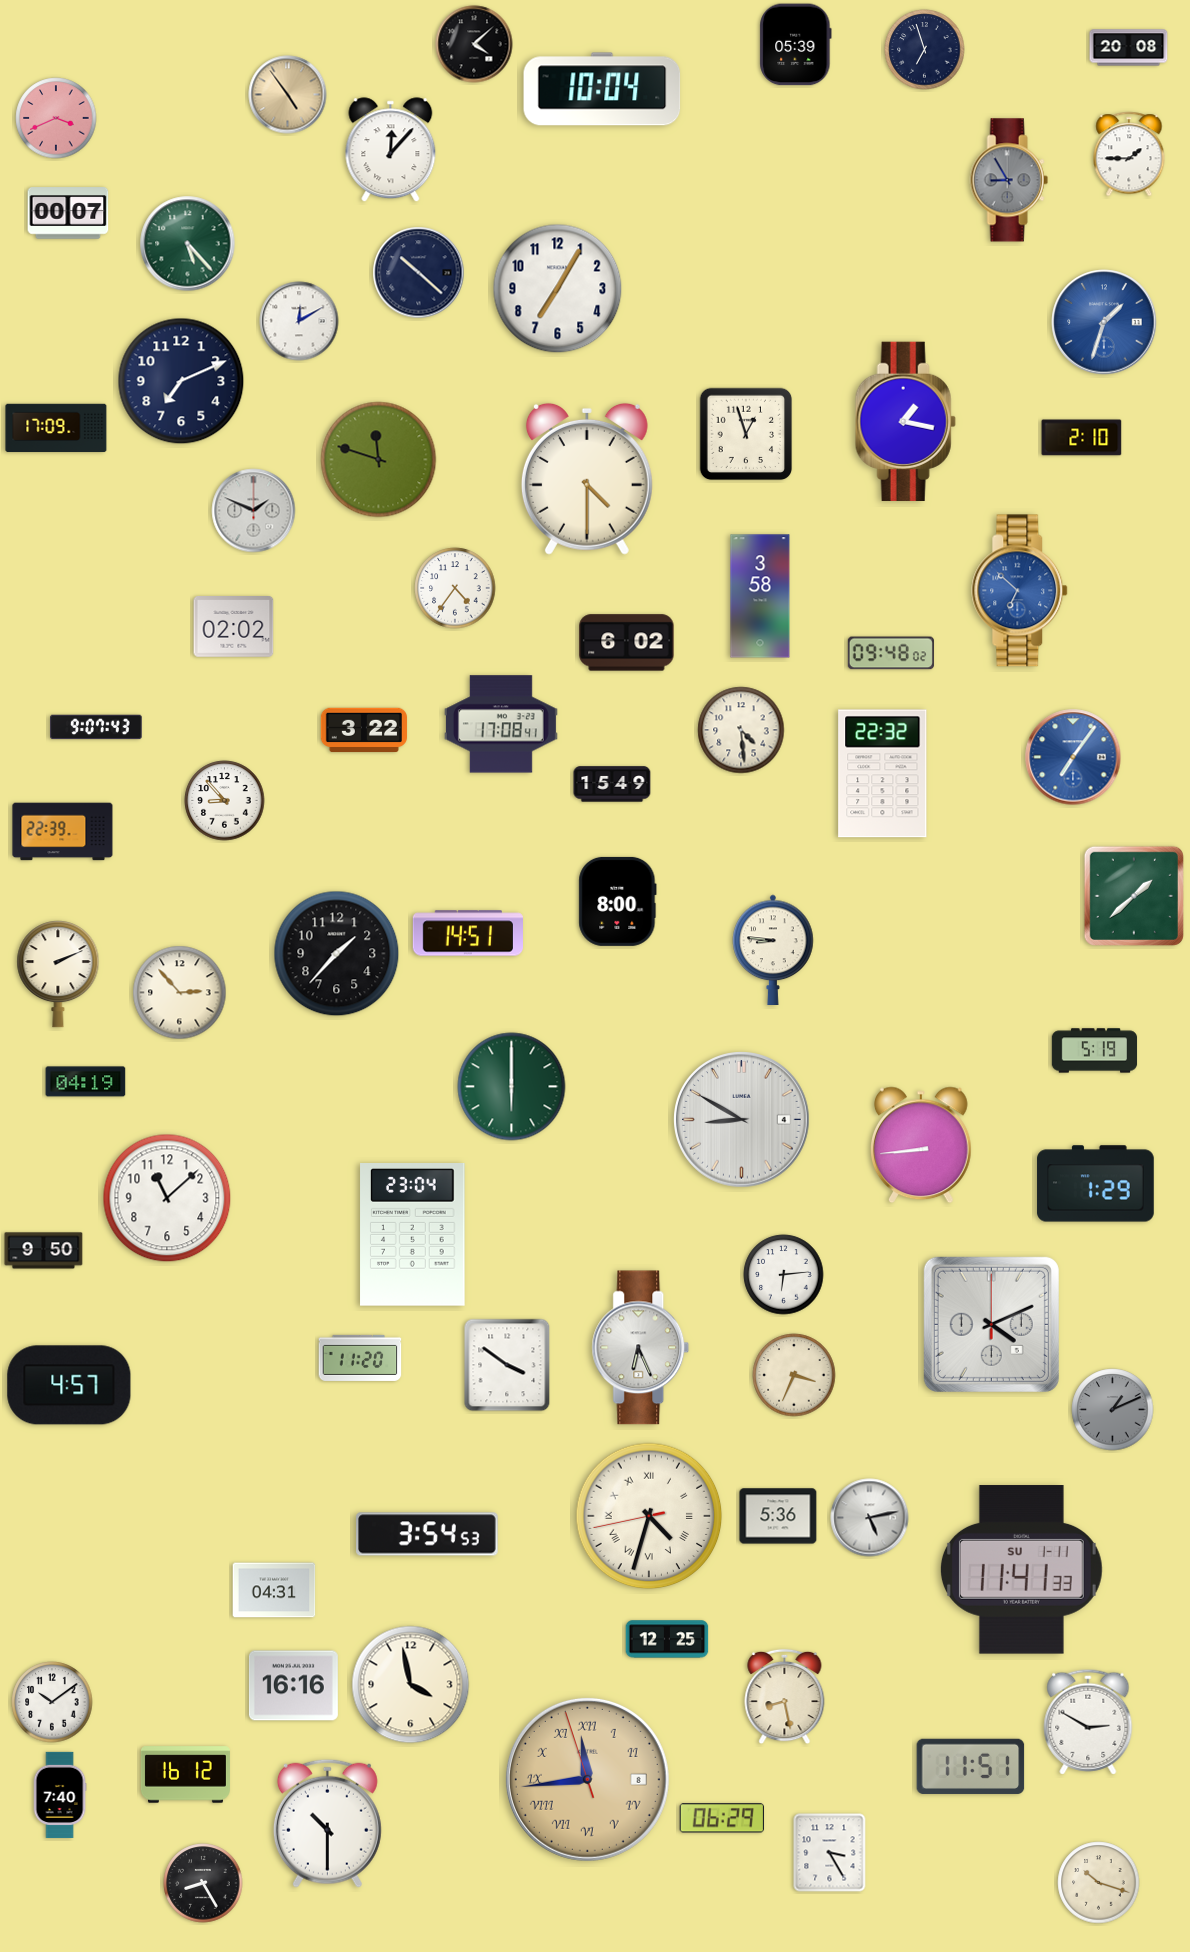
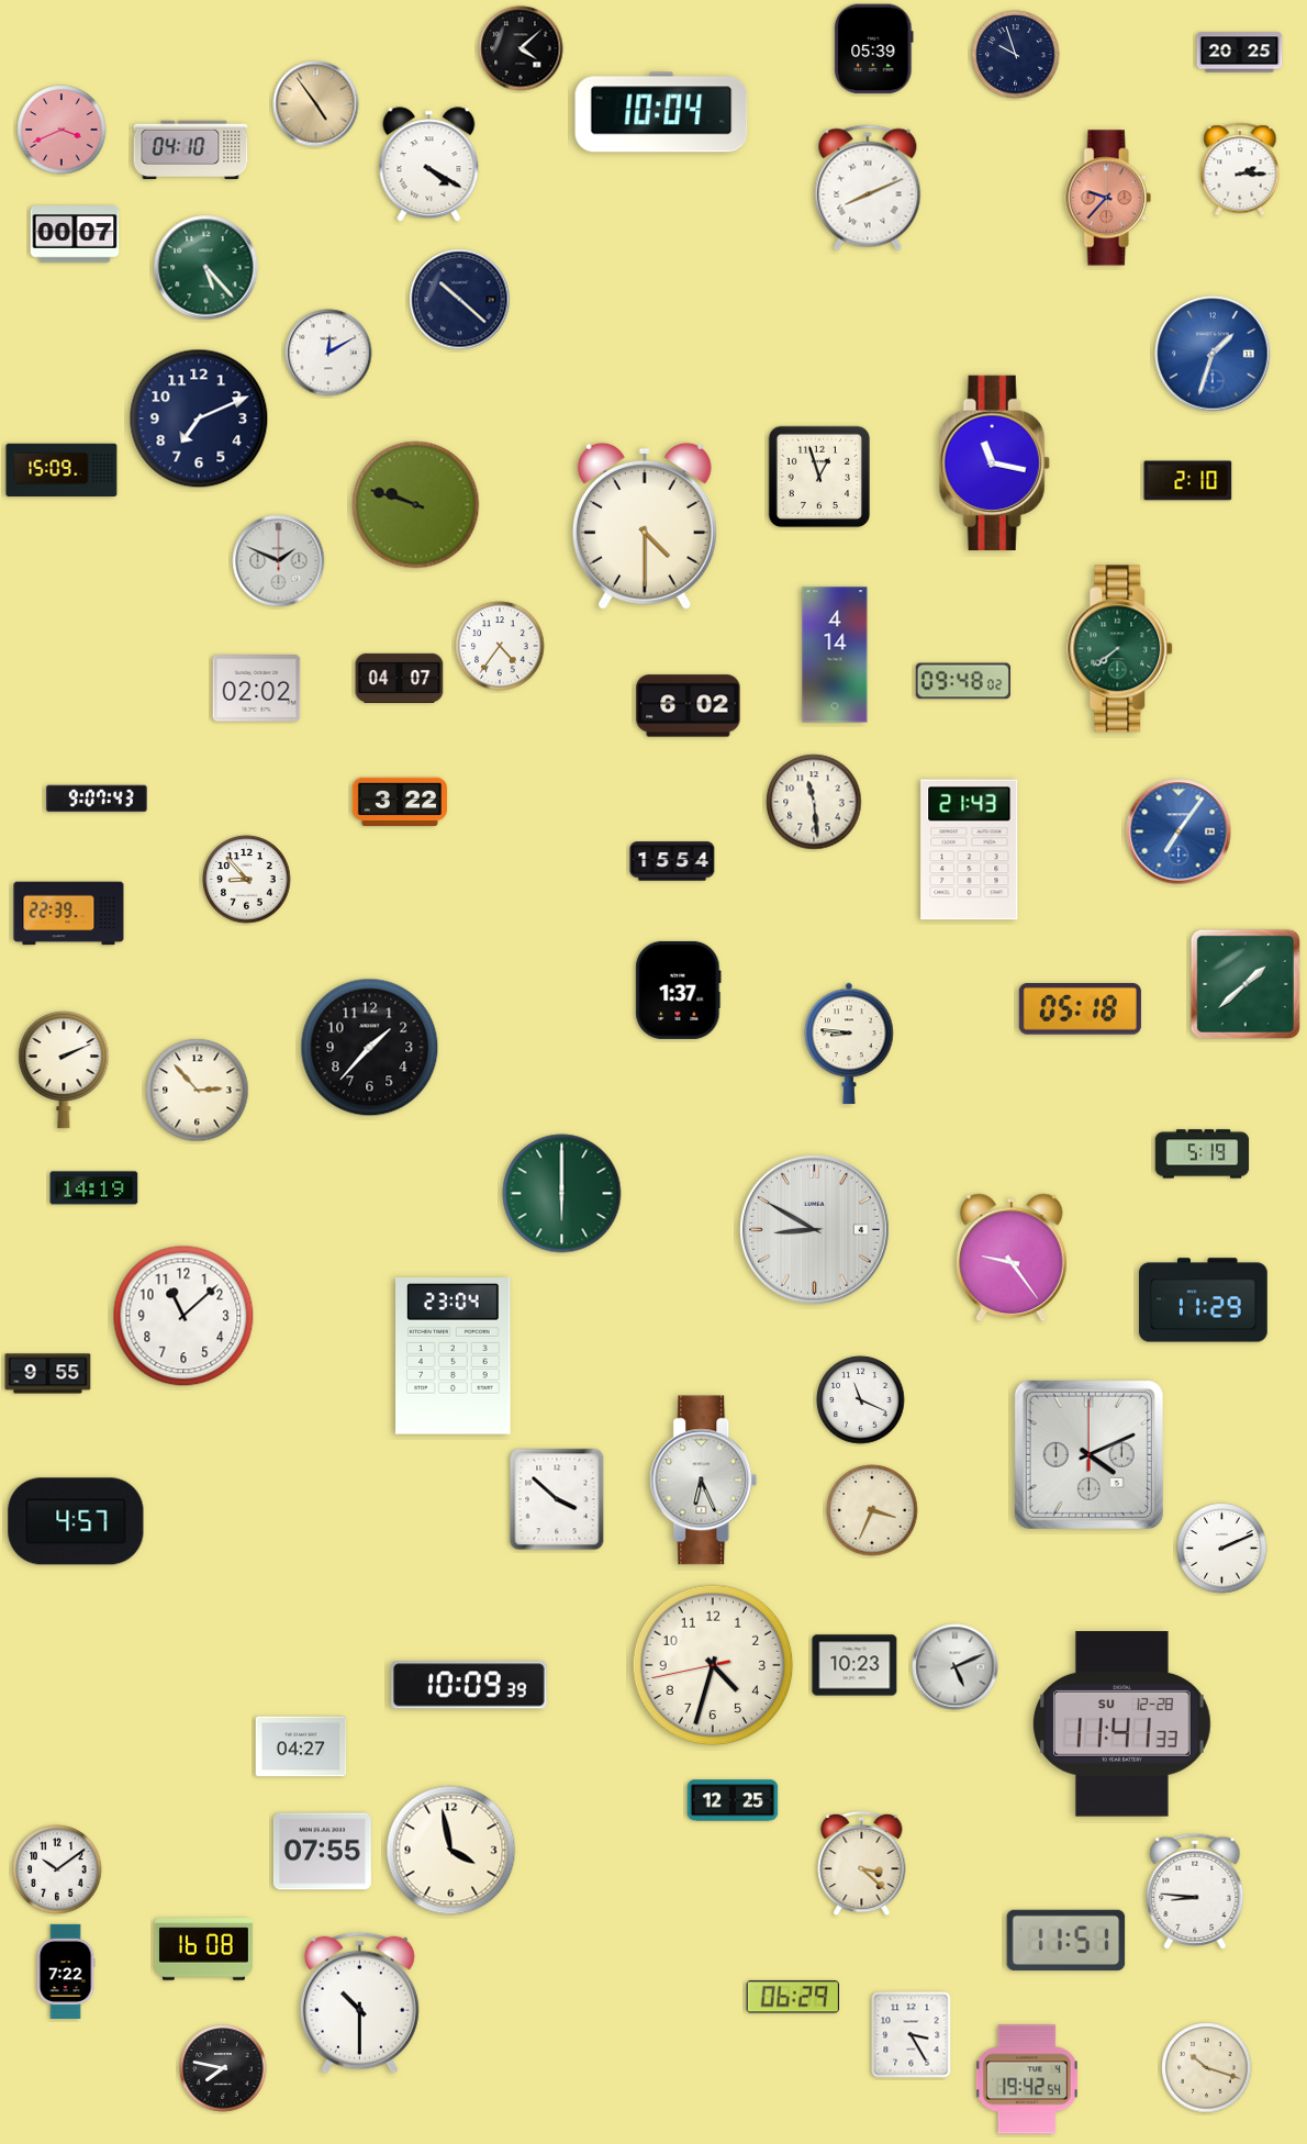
clock at (1129, 48): 20:08 -> 20:25
clock at (925, 50): 6:57 -> 9:57
clock at (602, 89) position: (602, 89) -> (661, 112)
clock at (191, 150): none -> 04:10
clock at (391, 150): 12:07 -> 4:20
clock at (1129, 154): 1:45 -> 2:15
clock at (868, 188): none -> 8:11
clock at (1009, 180): 8:55 -> 9:37
clock at (1009, 180) dial: grey -> salmon
clock at (558, 289): 7:05 -> none
clock at (905, 421): 1:17 -> 11:17
clock at (56, 428): 17:09 -> 15:09
clock at (379, 460): 11:48 -> 9:48
clock at (1020, 591): 6:52 -> 7:39
clock at (1020, 591) dial: blue -> green
clock at (760, 596): 3:58 -> 4:14
clock at (400, 678): none -> 04:07
clock at (891, 653) position: (891, 653) -> (963, 681)
clock at (501, 724): 17:08 -> none
clock at (96, 727) position: (96, 727) -> (97, 799)
clock at (741, 730): 4:29 -> 11:29
clock at (883, 774): 22:32 -> 21:43
clock at (612, 784): 15:49 -> 15:54
clock at (618, 901): 8:00 -> 1:37
clock at (1080, 1009): none -> 05:18
clock at (467, 933): 14:51 -> none
clock at (86, 1082): 04:19 -> 14:19
clock at (922, 1145): 8:44 -> 9:24
clock at (1096, 1184): 1:29 -> 11:29
clock at (44, 1251): 9:50 -> 9:55
clock at (784, 1275): 6:14 -> 11:19
clock at (360, 1358): 11:20 -> none
clock at (507, 1365): 3:51 -> 3:52
clock at (1113, 1410): 1:11 -> 2:11
clock at (1113, 1410) dial: grey -> white
clock at (649, 1516) numerals: Roman -> Arabic
clock at (778, 1516): 5:36 -> 10:23
clock at (870, 1518): 5:13 -> 5:11
clock at (427, 1534): 3:54 -> 10:09
clock at (1021, 1570) date: SU 1-11 -> SU 12-28
clock at (274, 1590): 04:31 -> 04:27
clock at (293, 1686): 16:16 -> 07:55
clock at (785, 1697): 8:28 -> 3:22
clock at (1088, 1722): 2:50 -> 8:46
clock at (185, 1775): 16:12 -> 16:08
clock at (587, 1779): 11:43 -> none
clock at (60, 1794): 7:40 -> 7:22
clock at (203, 1883): 8:25 -> 7:47
clock at (1027, 2079): none -> 19:42
